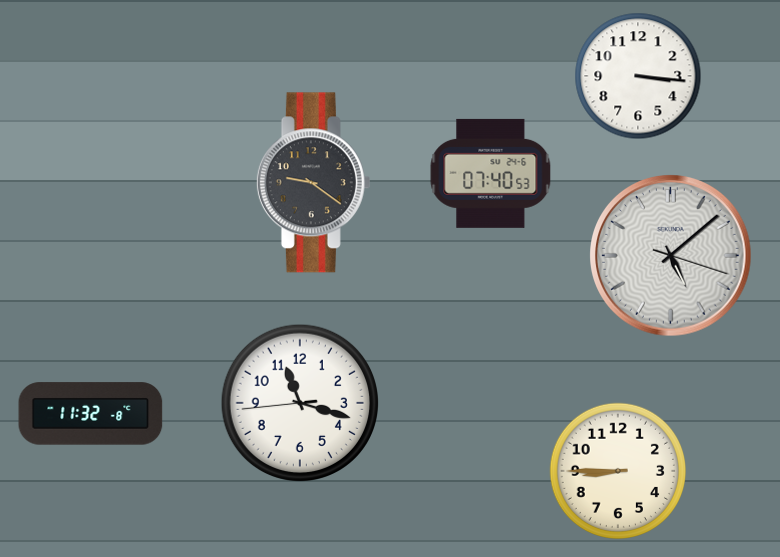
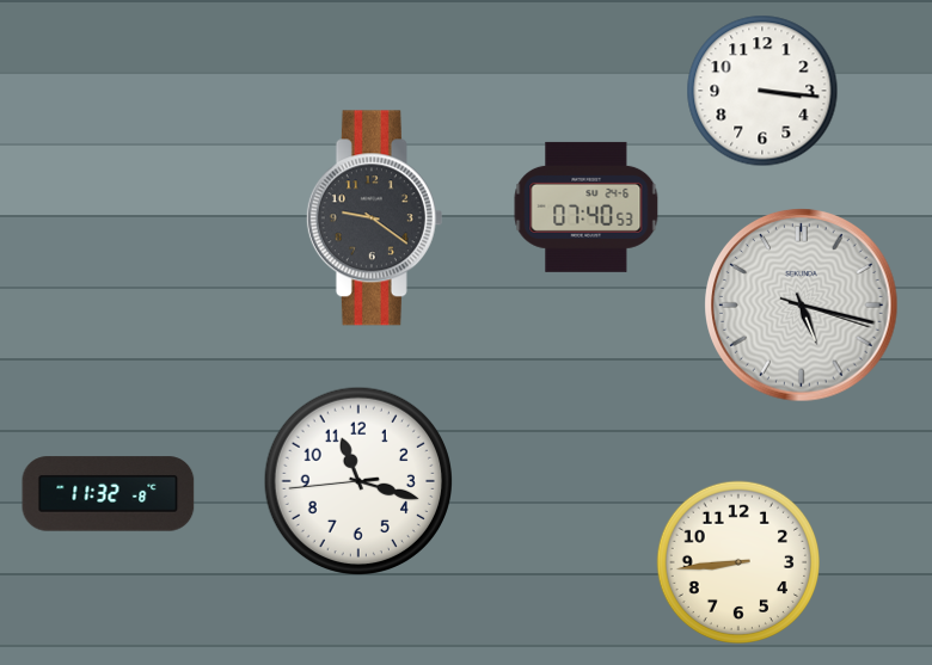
clock at (671, 256): 5:08 -> 5:17
clock at (617, 470): 8:45 -> 8:44
